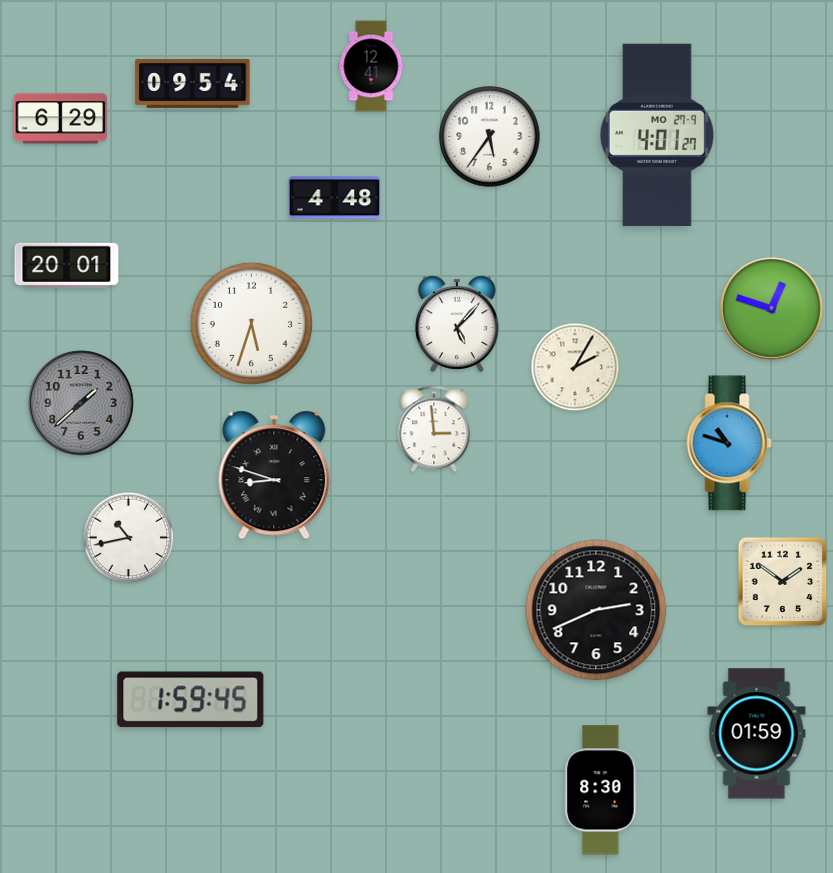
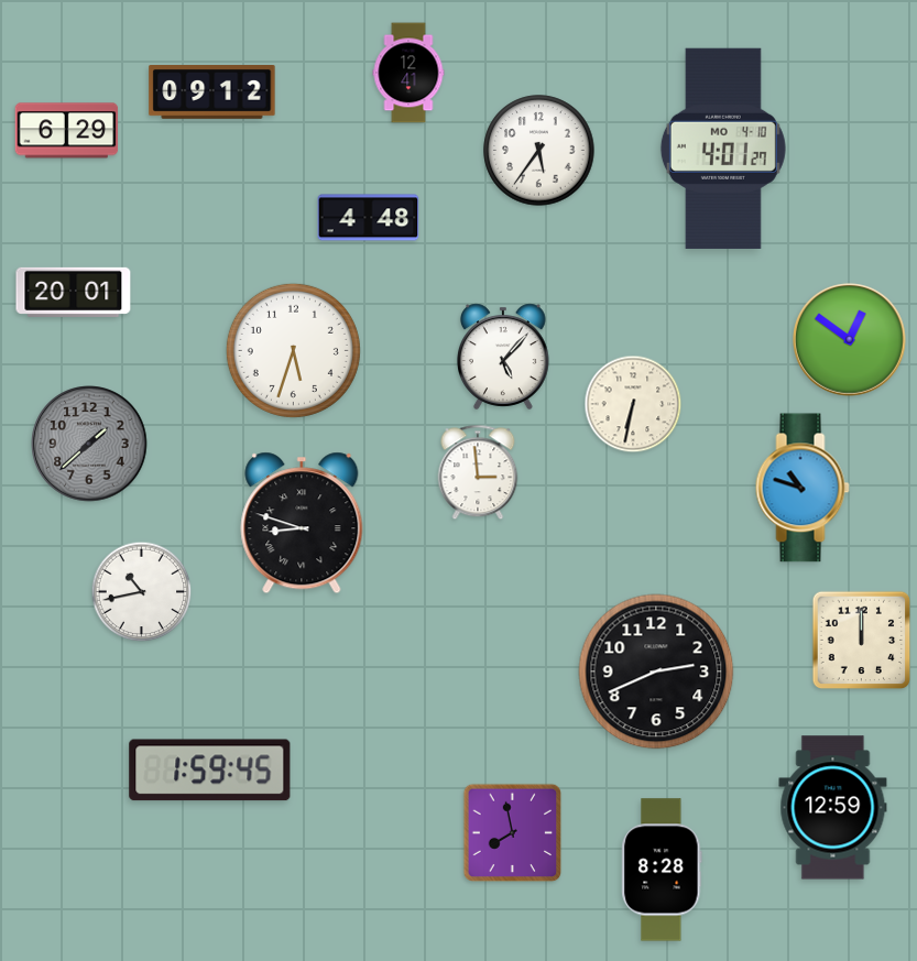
clock at (193, 84): 09:54 -> 09:12
clock at (657, 135) date: MO 27-9 -> MO 4-10
clock at (772, 309): 12:48 -> 12:51
clock at (251, 323) position: (251, 323) -> (293, 350)
clock at (575, 367): 2:05 -> 6:32
clock at (783, 582): 1:51 -> 12:00
clock at (757, 734): 01:59 -> 12:59
clock at (513, 833): none -> 7:58
clock at (601, 790): 8:30 -> 8:28
